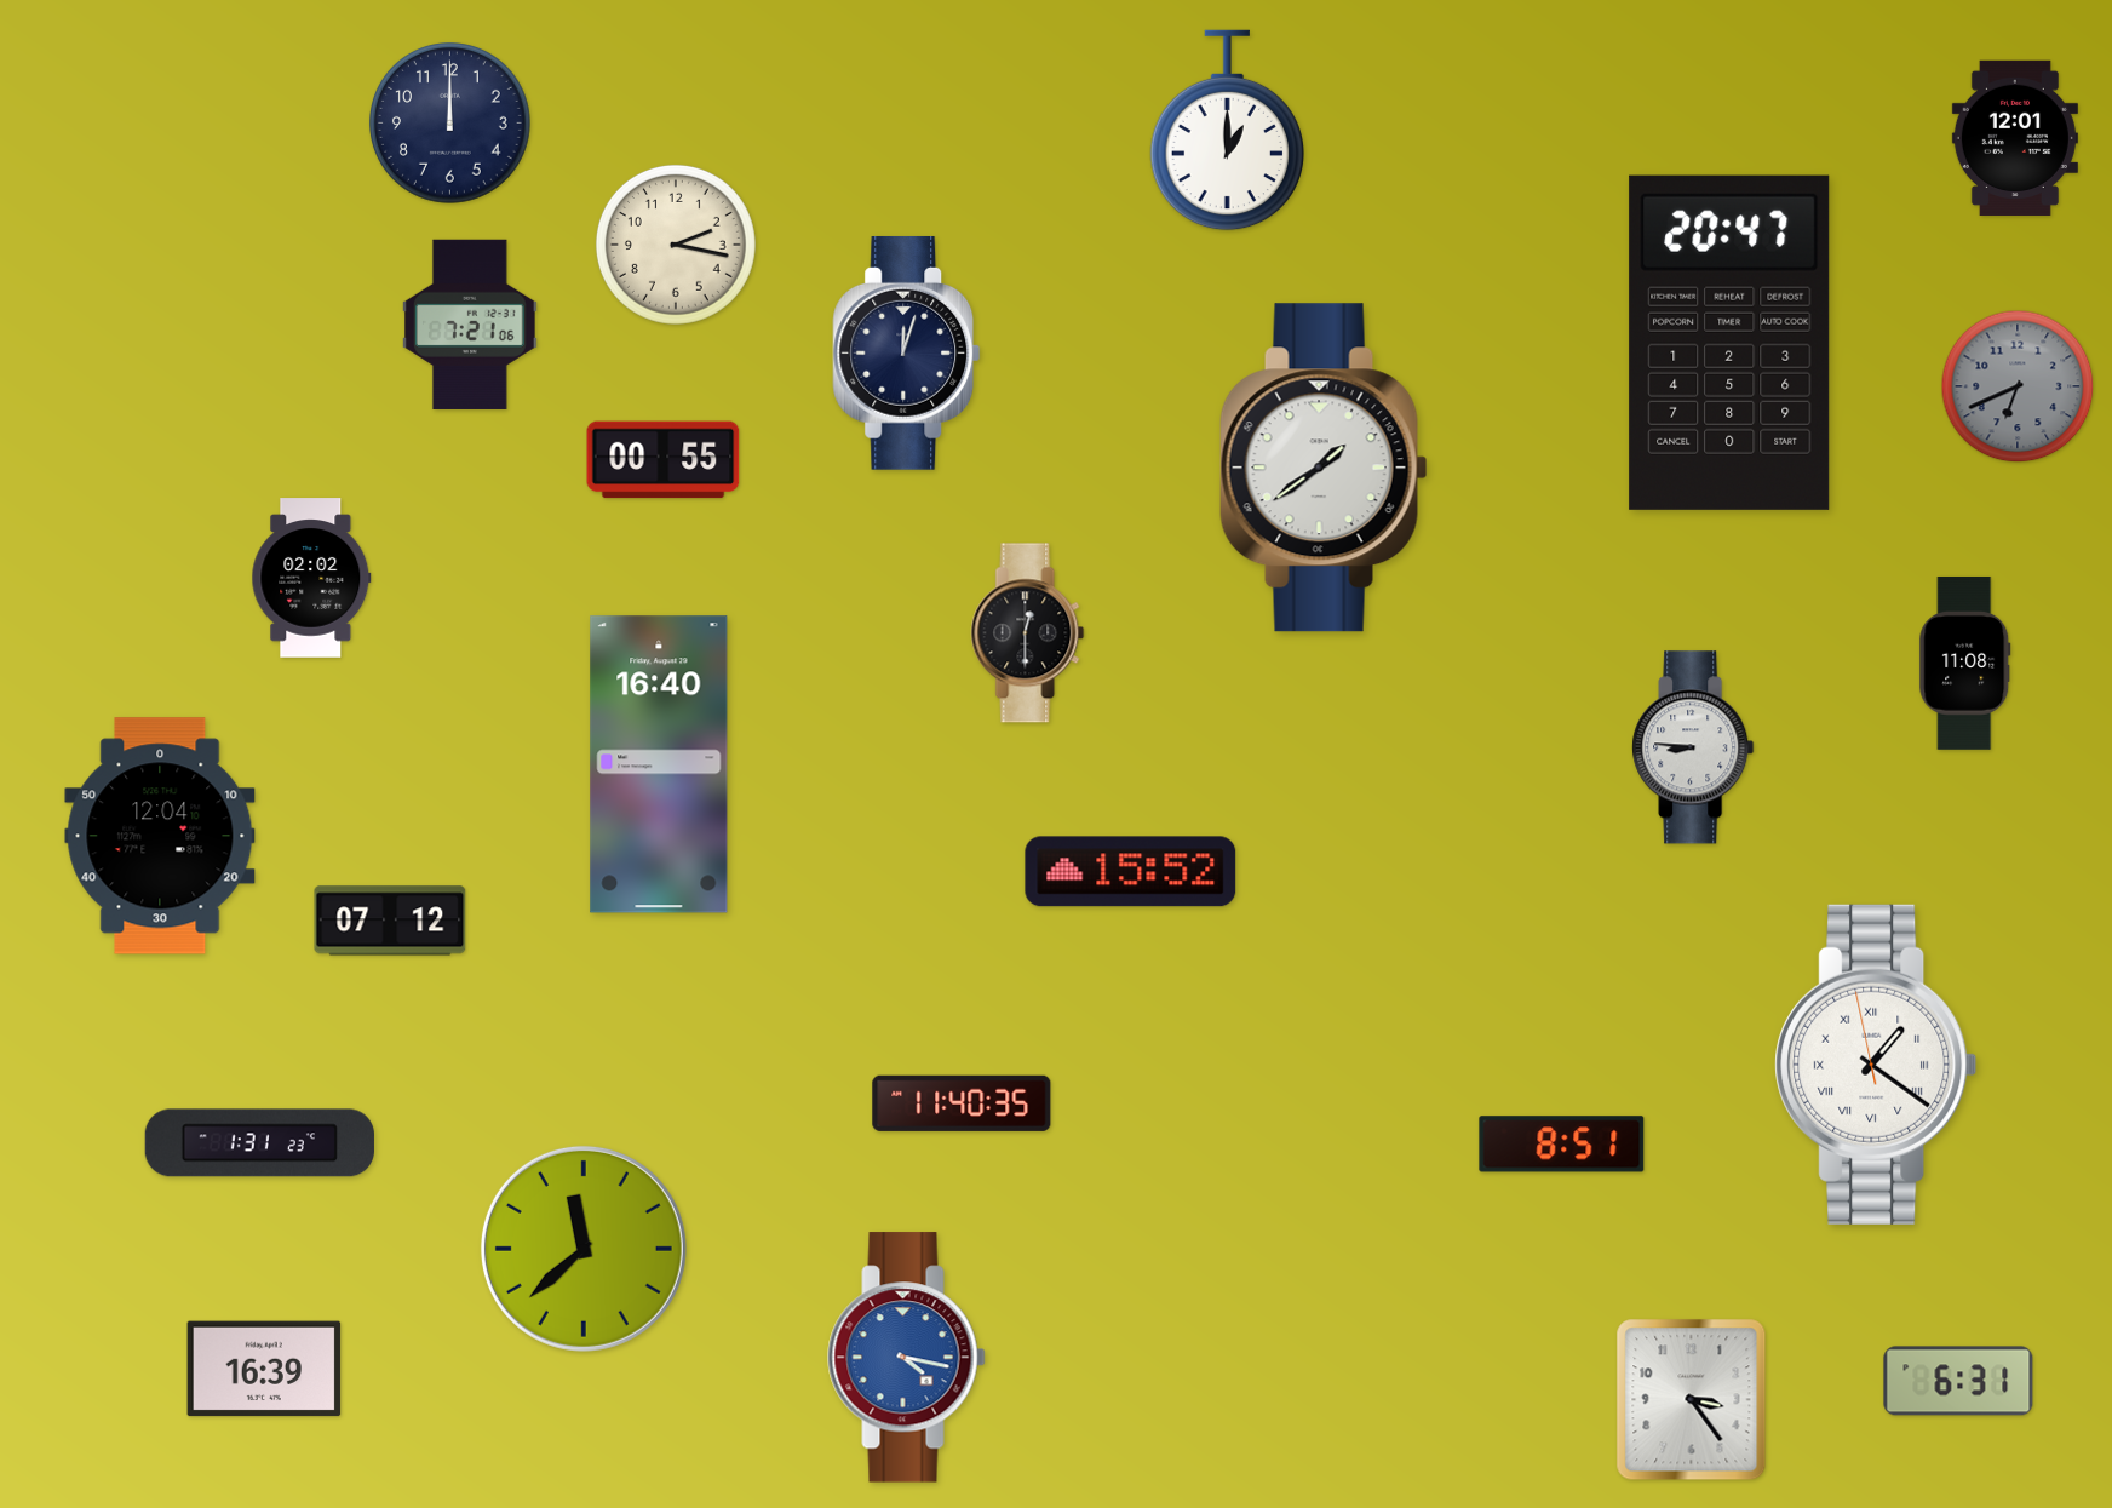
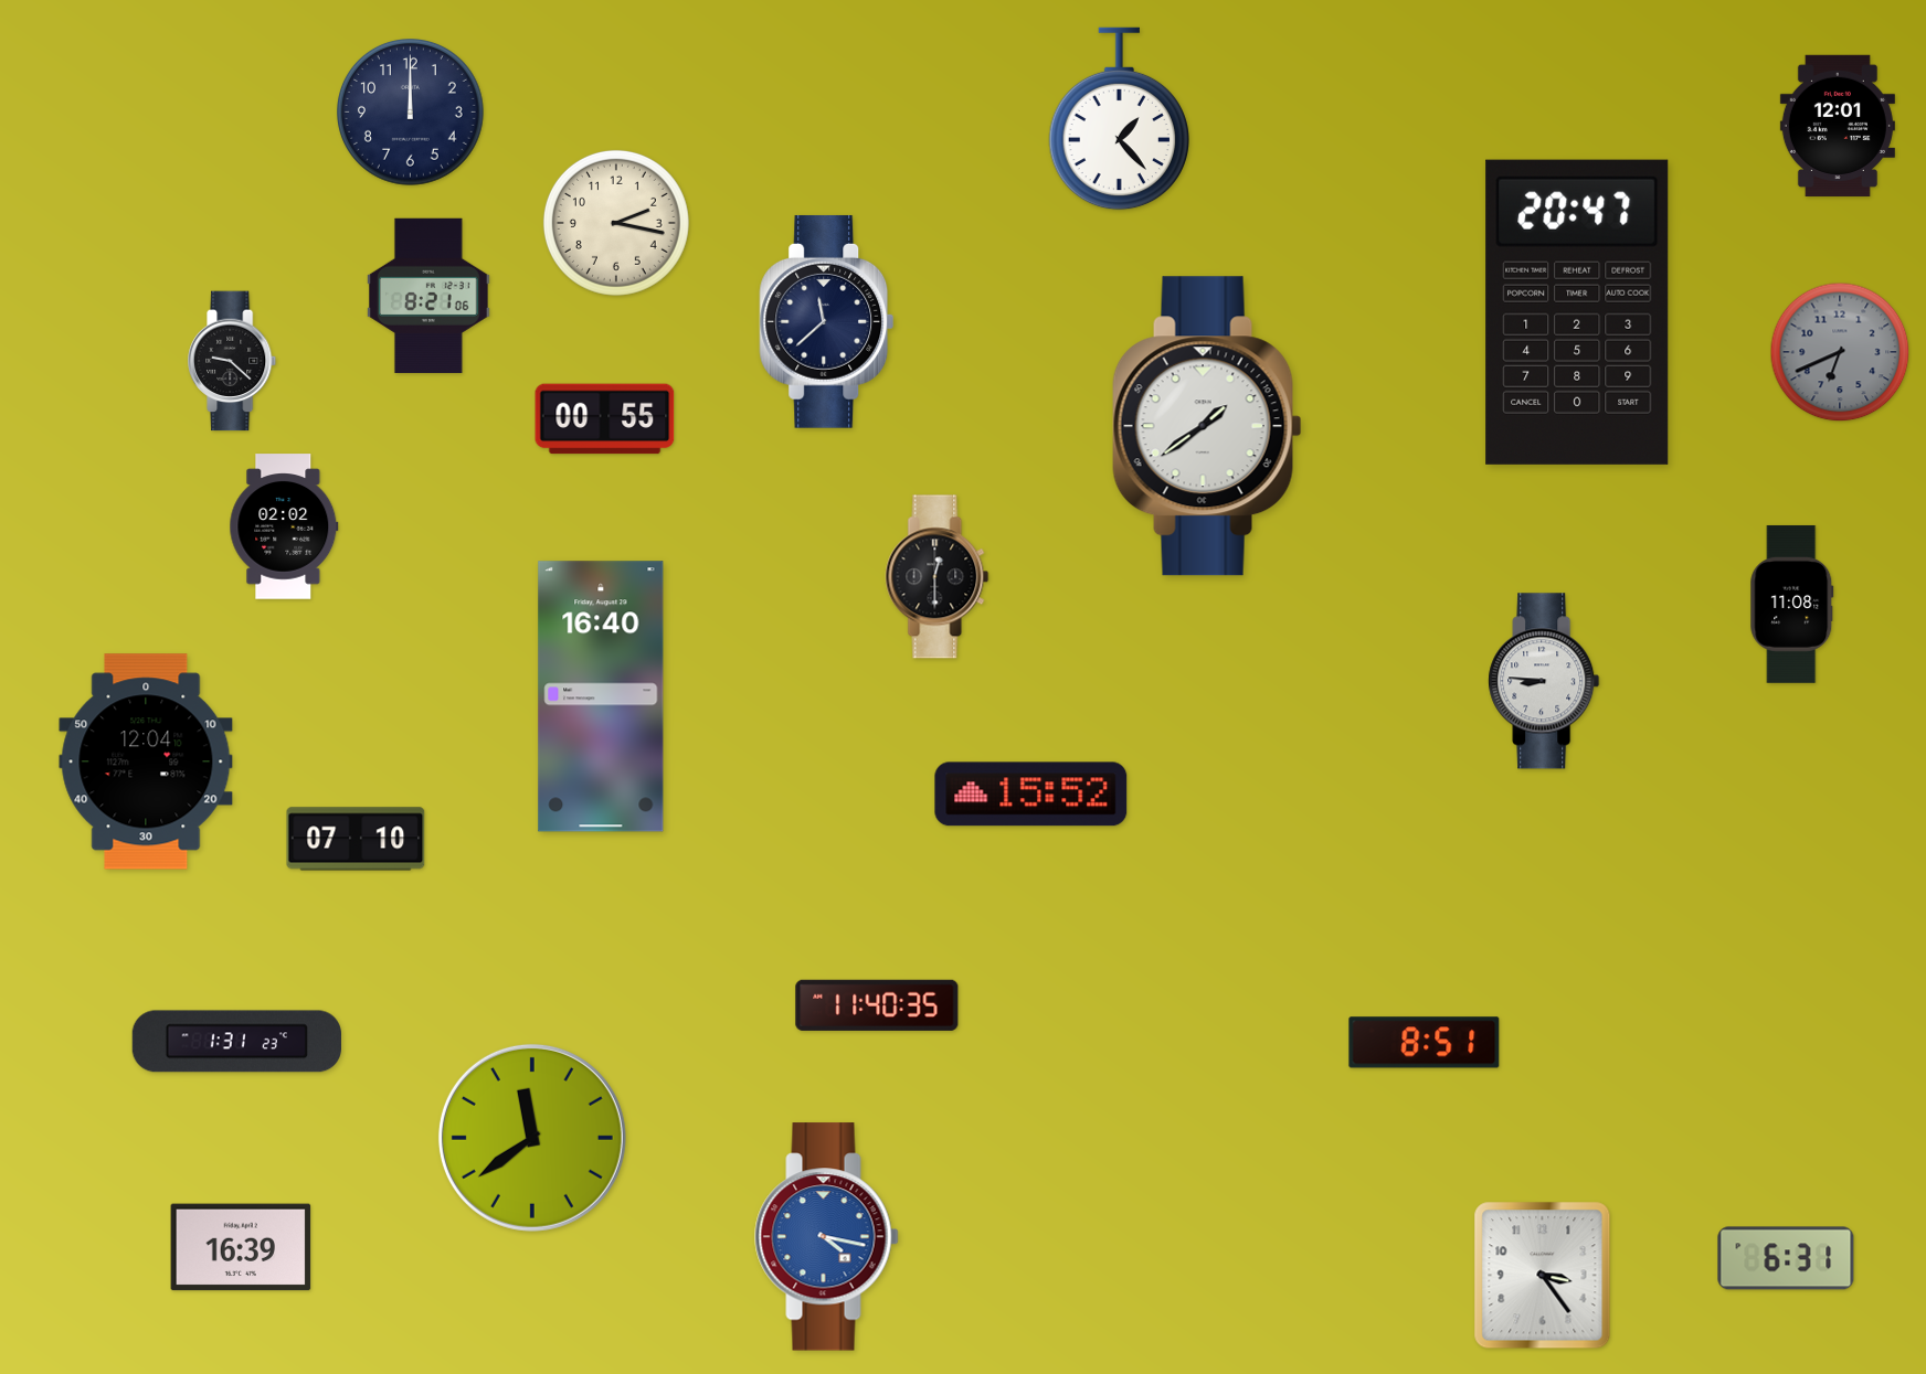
clock at (1227, 131): 1:00 -> 1:23
clock at (471, 325): 7:21 -> 8:21
clock at (907, 352): 12:03 -> 11:38
clock at (233, 361): none -> 9:22
clock at (390, 921): 07:12 -> 07:10
clock at (1876, 1065): 1:20 -> none
clock at (584, 1249): 11:38 -> 11:39
